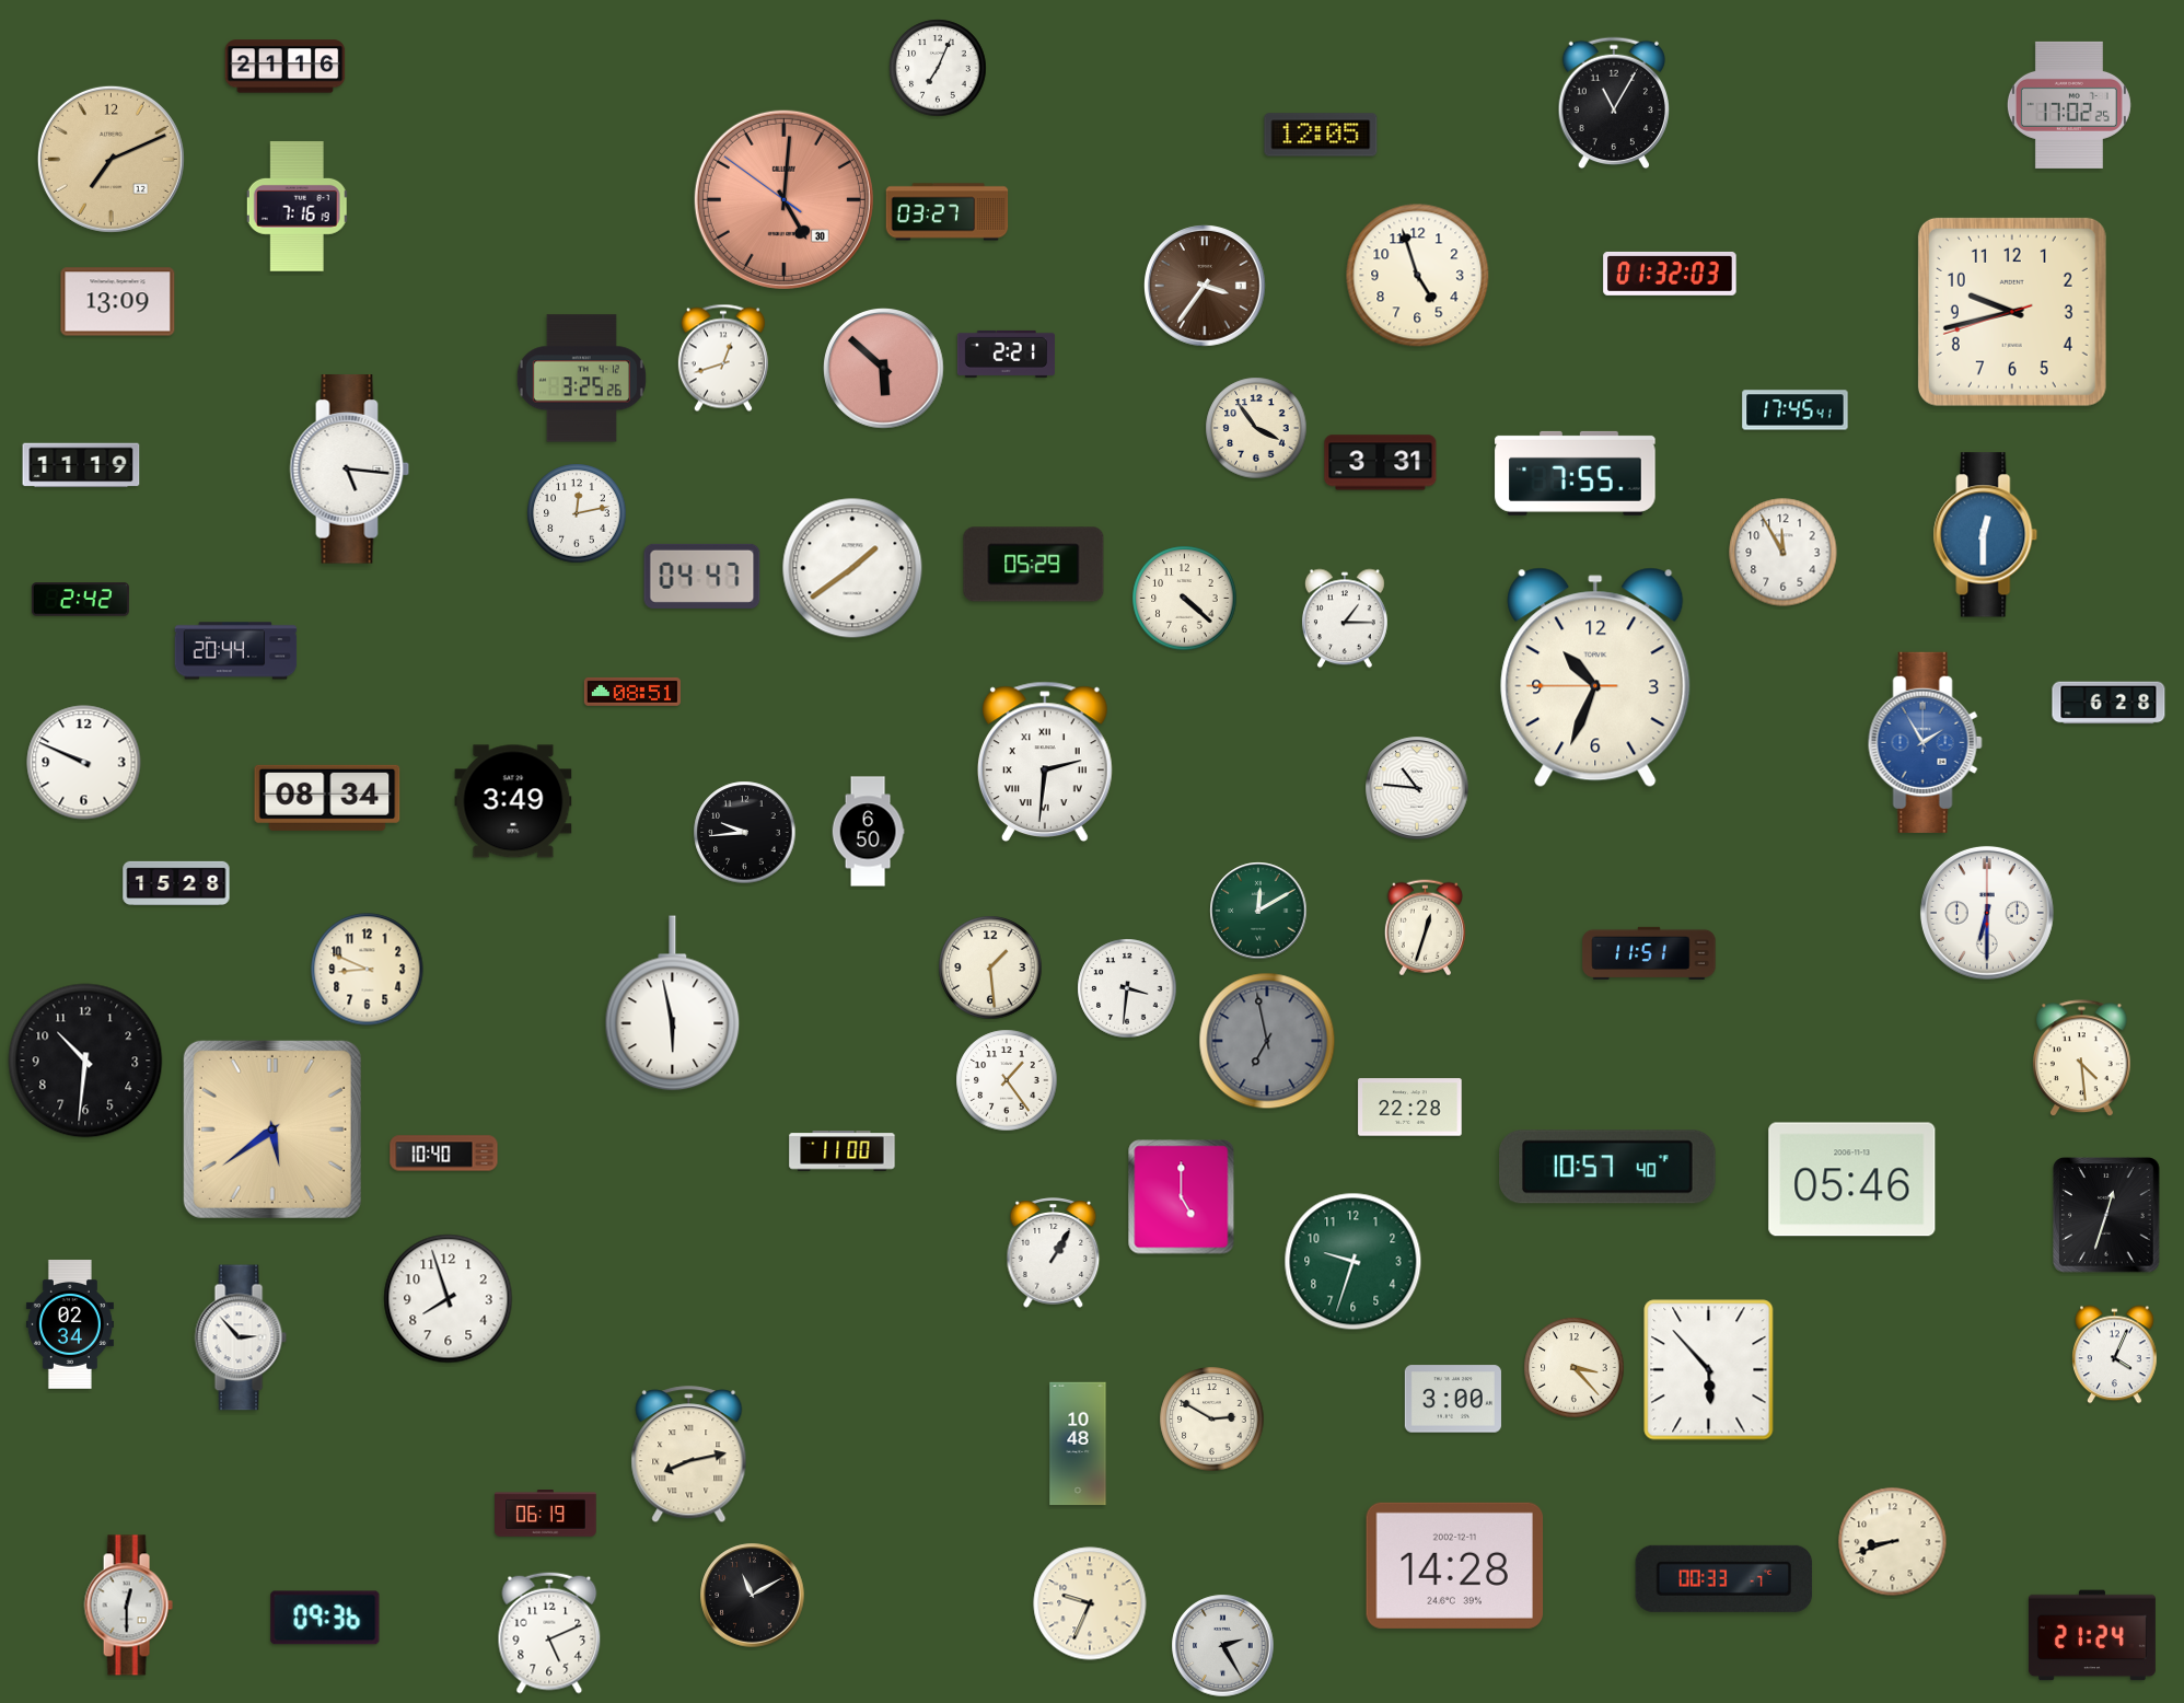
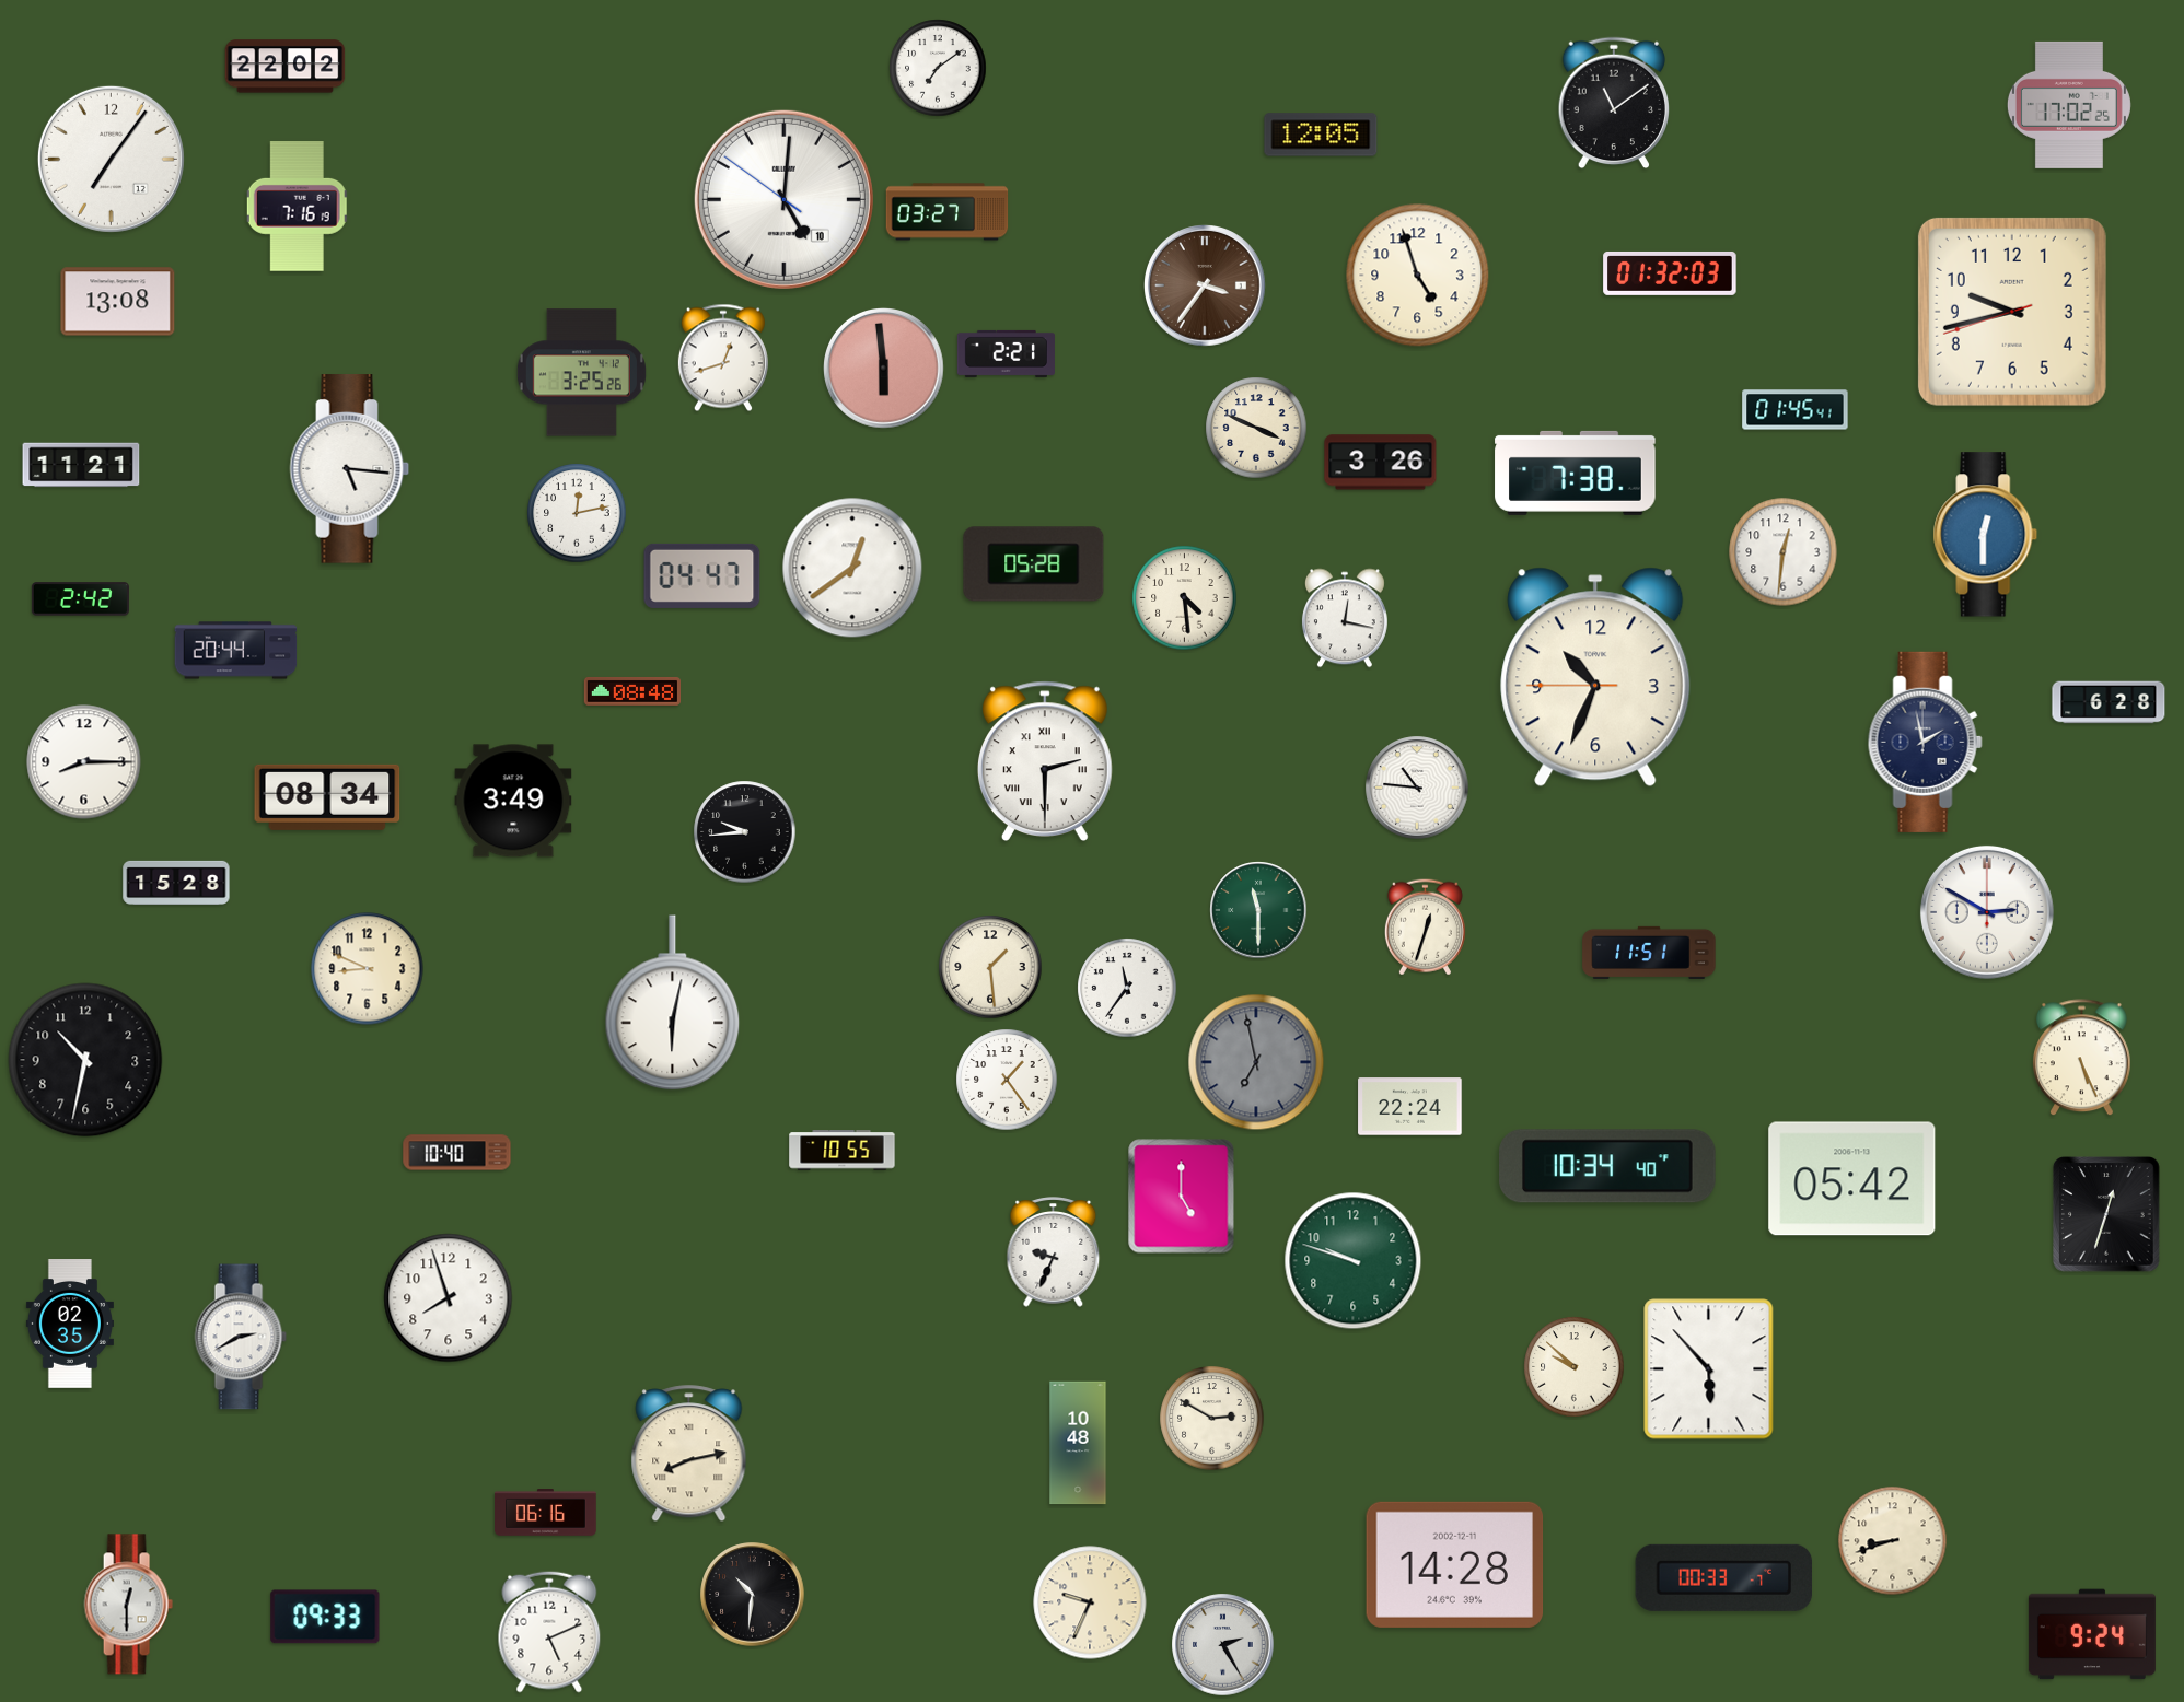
clock at (286, 67): 21:16 -> 22:02
clock at (938, 68): 7:04 -> 7:09
clock at (1613, 103): 11:05 -> 11:09
clock at (111, 159): 7:11 -> 7:06
clock at (111, 159) dial: champagne -> white
clock at (783, 199) date: 30 -> 10
clock at (783, 199) dial: salmon -> white
clock at (118, 302): 13:09 -> 13:08
clock at (884, 369): 5:52 -> 5:59
clock at (581, 379) position: (581, 379) -> (581, 373)
clock at (1796, 410): 17:45 -> 01:45
clock at (1256, 428): 3:54 -> 3:49
clock at (1381, 463): 3:31 -> 3:26
clock at (81, 465): 11:19 -> 11:21
clock at (1576, 473): 7:55 -> 7:38
clock at (1784, 553): 11:55 -> 12:31
clock at (1034, 565): 05:29 -> 05:28
clock at (852, 568): 1:39 -> 12:39
clock at (1185, 599): 4:22 -> 4:29
clock at (1345, 618): 1:15 -> 12:17
clock at (632, 692): 08:51 -> 08:48
clock at (1925, 742): 1:55 -> 1:58
clock at (1925, 742) dial: blue -> navy
clock at (1045, 761): 2:31 -> 2:30
clock at (84, 763): 9:49 -> 8:15
clock at (868, 832): 6:50 -> none
clock at (1258, 911): 12:10 -> 11:30
clock at (1987, 913): 6:30 -> 2:50
clock at (1127, 988): 3:31 -> 11:36
clock at (673, 1004): 5:58 -> 6:02
clock at (1267, 1041) position: (1267, 1041) -> (1256, 1062)
clock at (2081, 1058): 4:29 -> 5:26
clock at (85, 1061): 10:31 -> 10:32
clock at (1410, 1108): 22:28 -> 22:24
clock at (272, 1129): 5:39 -> none
clock at (843, 1151): 11:00 -> 10:55
clock at (444, 1154) position: (444, 1154) -> (457, 1153)
clock at (1608, 1167): 10:57 -> 10:34
clock at (1852, 1180): 05:46 -> 05:42
clock at (1054, 1253): 1:05 -> 9:34
clock at (1354, 1262): 9:33 -> 9:48
clock at (70, 1325): 02:34 -> 02:35
clock at (241, 1337): 2:53 -> 2:40
clock at (2115, 1355): 4:04 -> none
clock at (1575, 1368): 3:23 -> 9:52
clock at (1453, 1399): 3:00 -> none
clock at (546, 1514): 06:19 -> 06:16
clock at (753, 1596): 11:10 -> 10:31
clock at (325, 1618): 09:36 -> 09:33
clock at (2092, 1635): 21:24 -> 9:24
